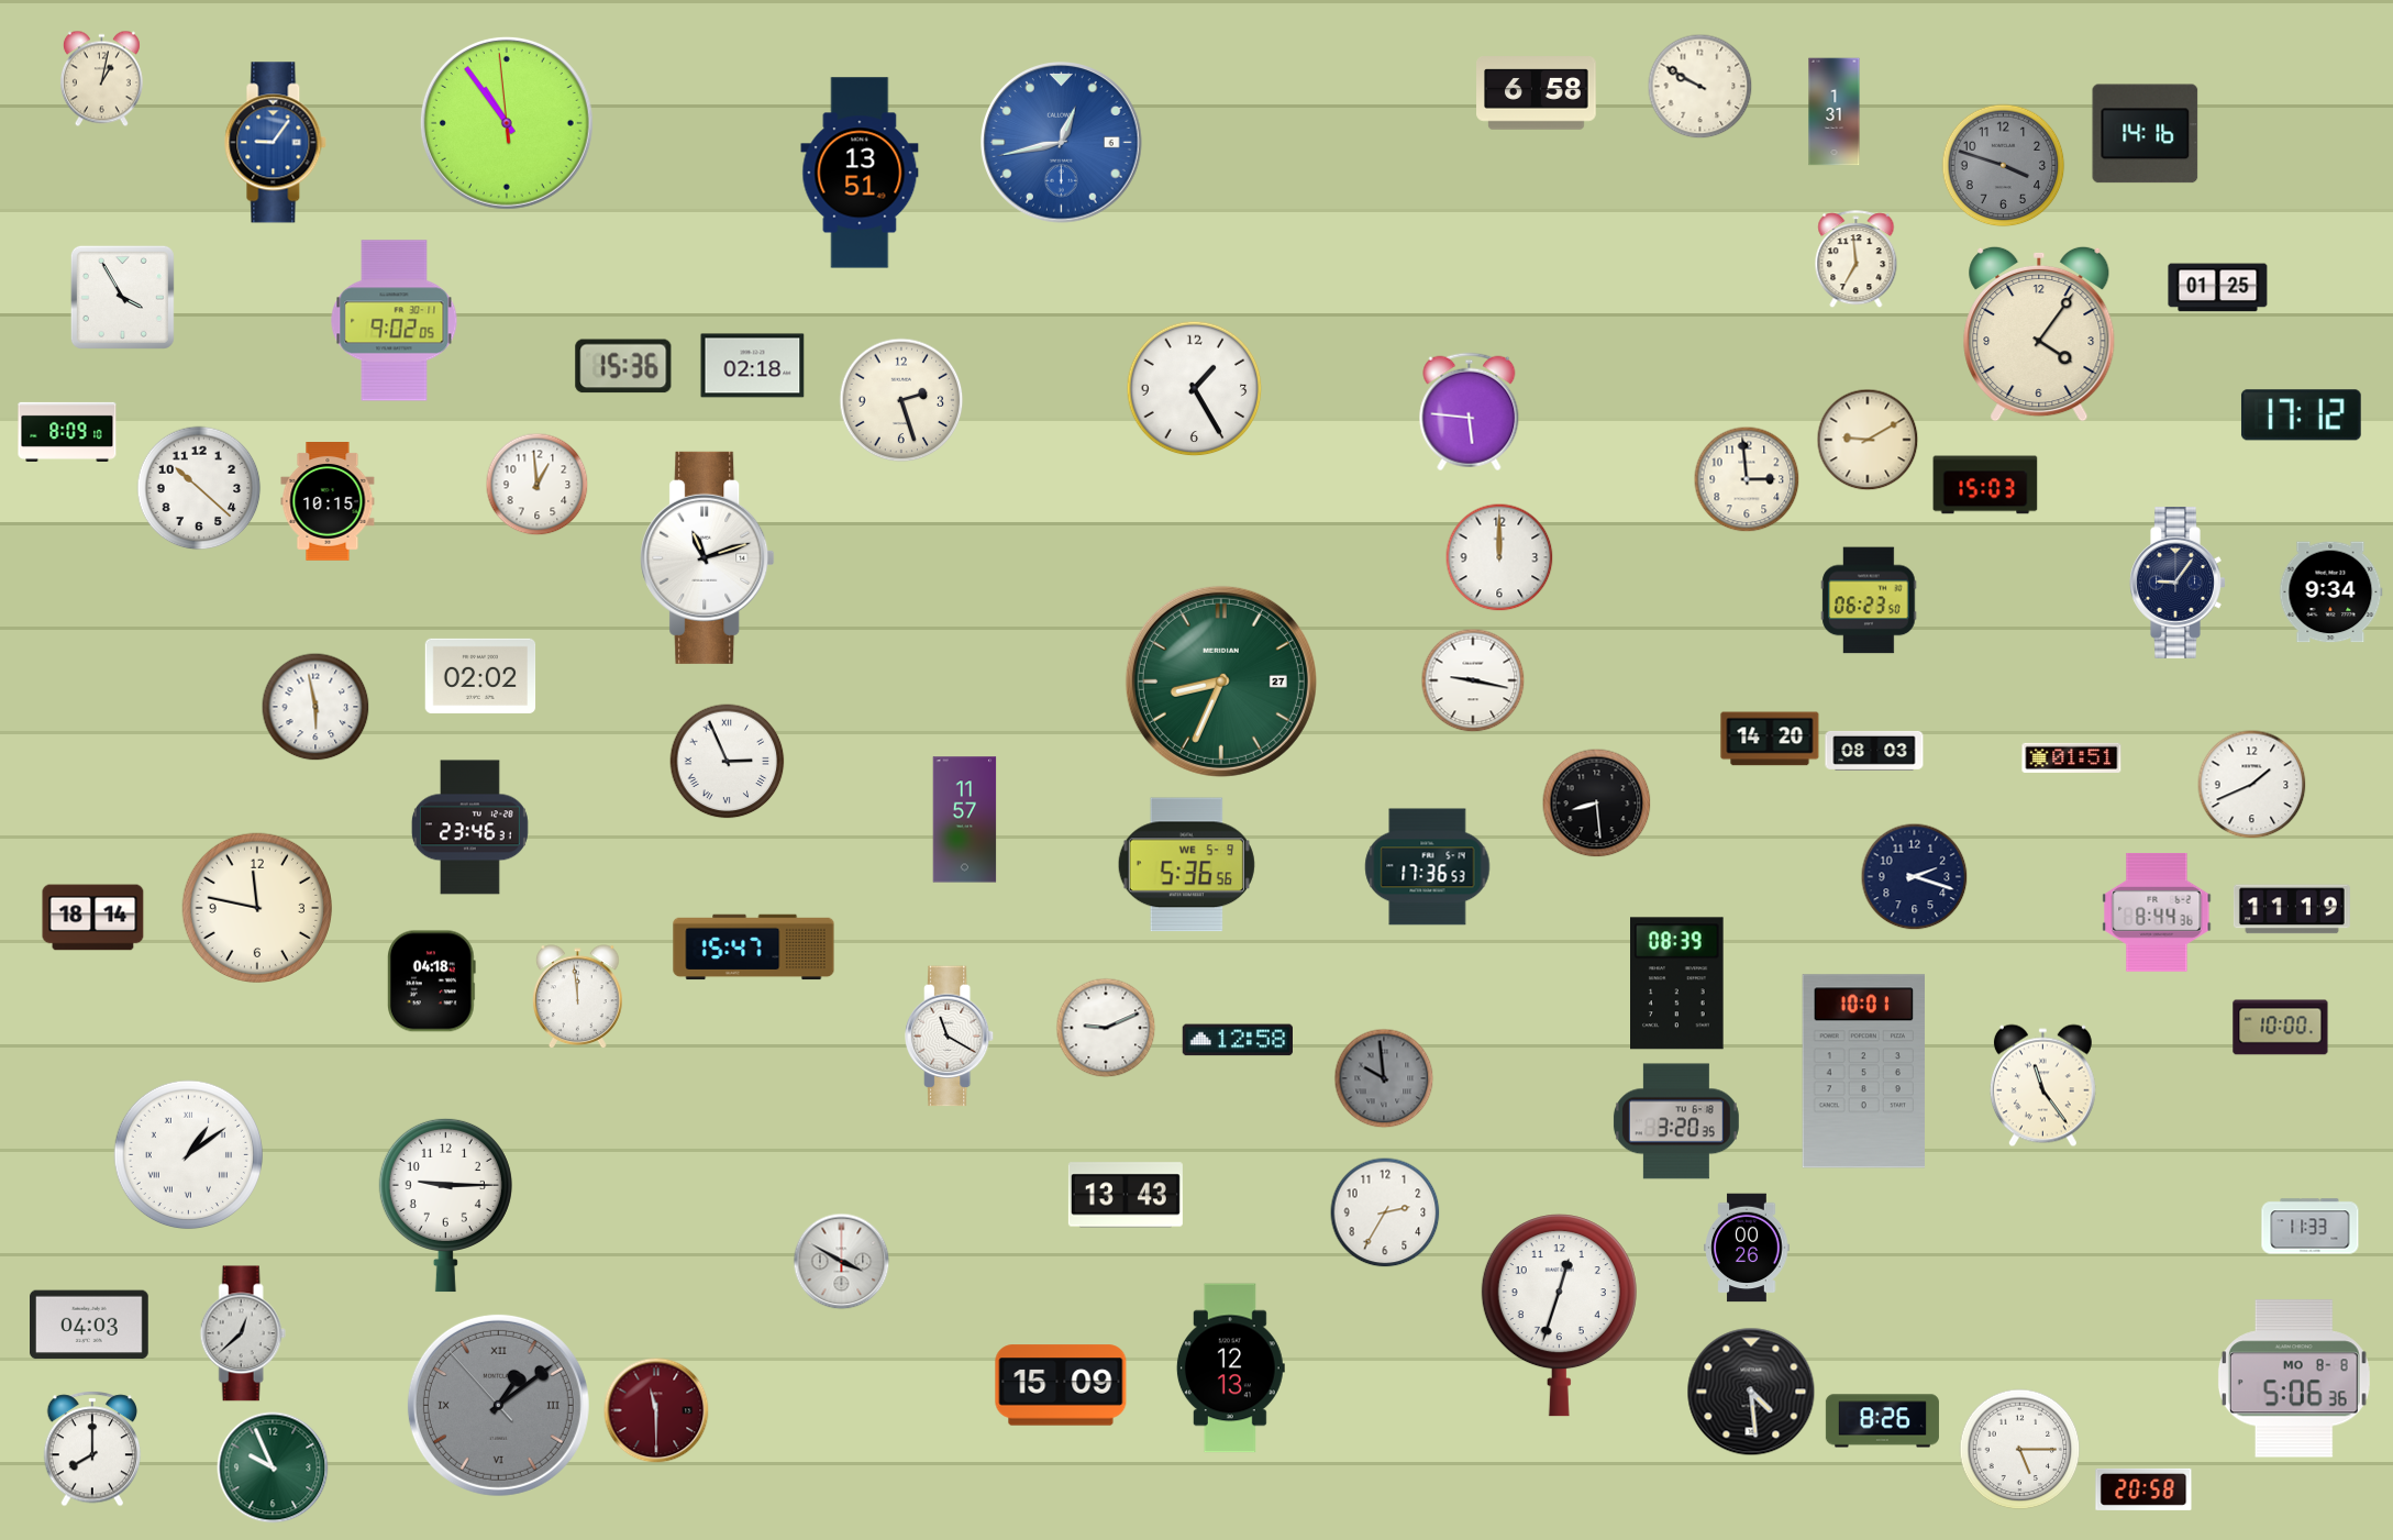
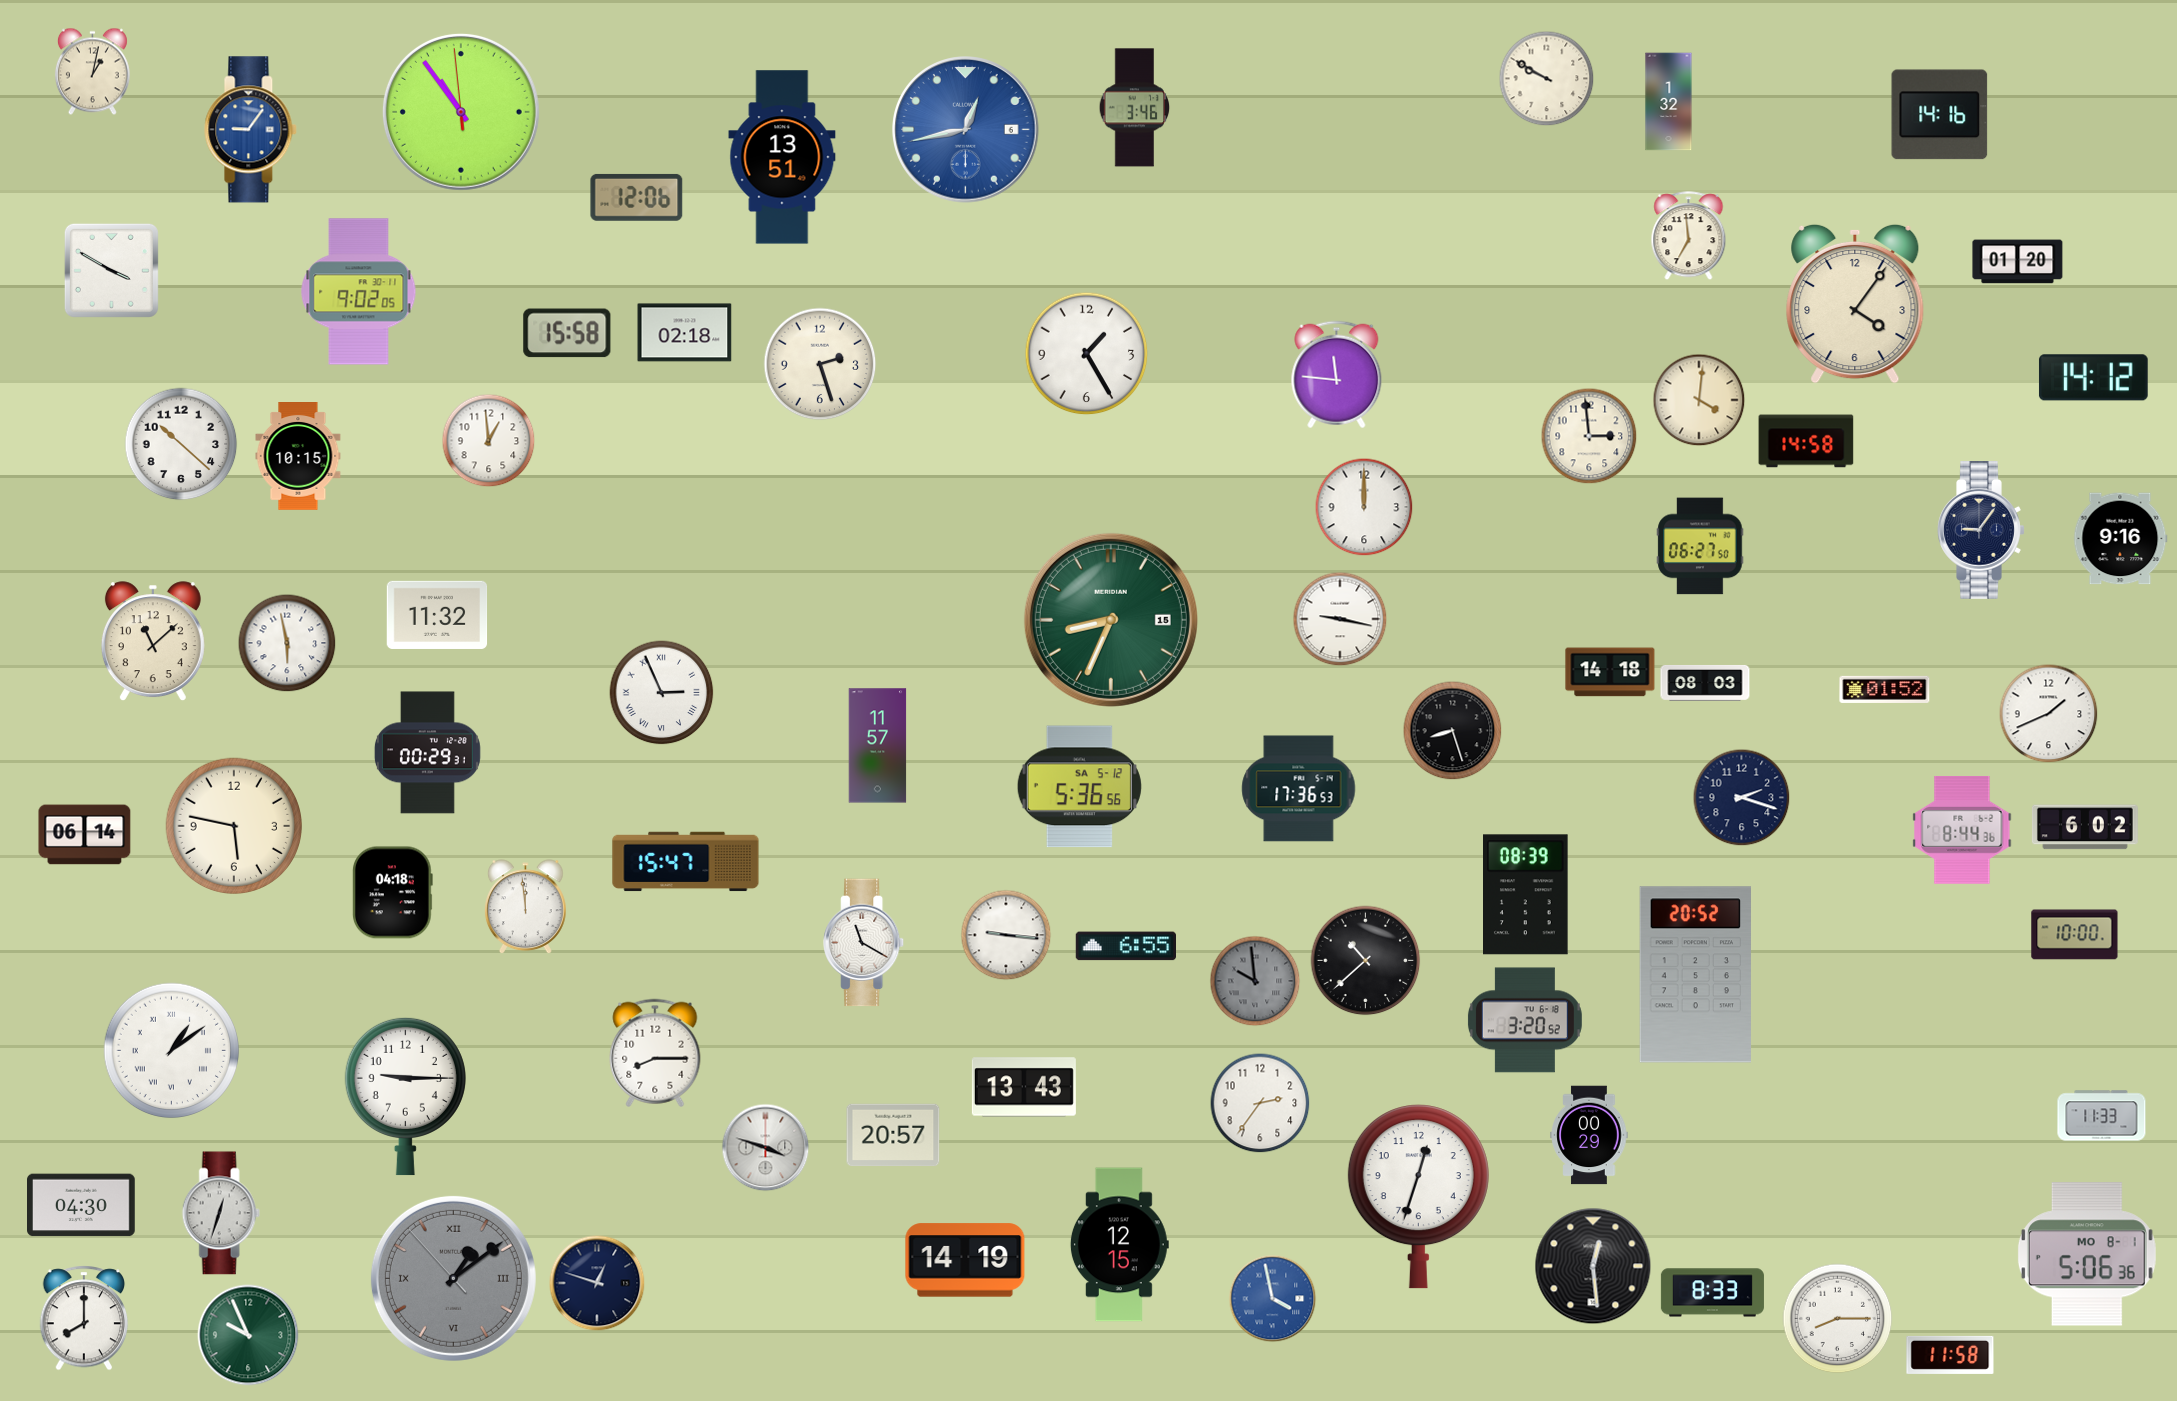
clock at (1537, 93): 6:58 -> none
clock at (1835, 112): 1:31 -> 1:32
clock at (1135, 108): none -> 3:46
clock at (2146, 134) position: (2146, 134) -> (1940, 115)
clock at (2004, 166): 3:48 -> none
clock at (637, 197): none -> 12:06
clock at (2218, 288): 01:25 -> 01:20
clock at (122, 297): 3:55 -> 3:50
clock at (623, 366): 15:36 -> 15:58
clock at (1470, 412): 5:46 -> 11:46
clock at (2301, 416): 17:12 -> 14:12
clock at (67, 432): 8:09 -> none
clock at (1868, 440): 9:10 -> 4:01
clock at (1985, 485): 15:03 -> 14:58
clock at (708, 557): 11:12 -> none
clock at (2331, 592): 9:34 -> 9:16
clock at (1869, 600): 06:23 -> 06:27
clock at (480, 676): 02:02 -> 11:32
clock at (1221, 682) date: 27 -> 15
clock at (153, 642): none -> 11:08
clock at (1770, 739): 14:20 -> 14:18
clock at (2072, 757): 01:51 -> 01:52
clock at (1597, 804): 8:29 -> 8:27
clock at (469, 828): 23:46 -> 00:29
clock at (1186, 865) date: WE 5-9 -> SA 5-12
clock at (257, 908): 11:47 -> 5:47
clock at (2292, 909): 11:19 -> 6:02
clock at (93, 918): 18:14 -> 06:14
clock at (1106, 1028): 9:11 -> 9:16
clock at (1237, 1040): 12:58 -> 6:55
clock at (1366, 961): none -> 10:38
clock at (1863, 1072): 10:01 -> 20:52
clock at (1384, 1078) position: (1384, 1078) -> (1255, 981)
clock at (2042, 1086): 11:24 -> none
clock at (1676, 1121): 3:20:35 -> 3:20:52
clock at (655, 1053): none -> 8:15
clock at (1385, 1212): 2:35 -> 2:36
clock at (893, 1135): none -> 20:57
clock at (1747, 1248): 00:26 -> 00:29
clock at (842, 1262): 3:50 -> 3:48
clock at (90, 1325): 04:03 -> 04:30
clock at (243, 1333): 12:38 -> 12:33
clock at (1230, 1369): 12:13 -> 12:15
clock at (2294, 1378) date: MO 8-8 -> MO 8-1
clock at (1061, 1385): 15:09 -> 14:19
clock at (1751, 1392): 4:29 -> 12:29
clock at (656, 1410): 11:30 -> 12:48
clock at (656, 1410) dial: burgundy -> navy
clock at (1882, 1421): 8:26 -> 8:33
clock at (1273, 1299): none -> 3:58
clock at (2020, 1450): 5:15 -> 8:15
clock at (2143, 1489): 20:58 -> 11:58
